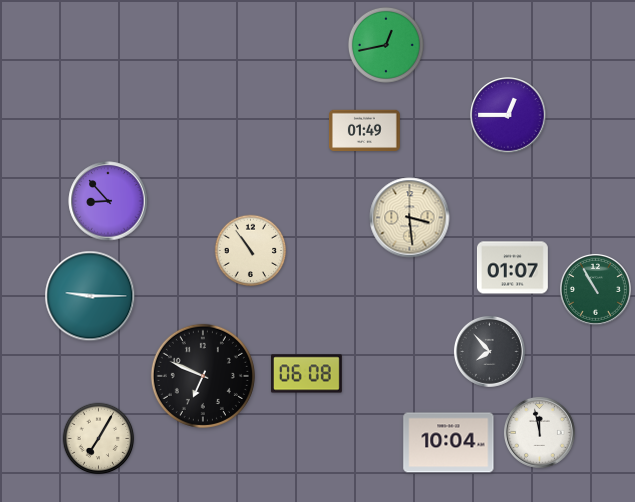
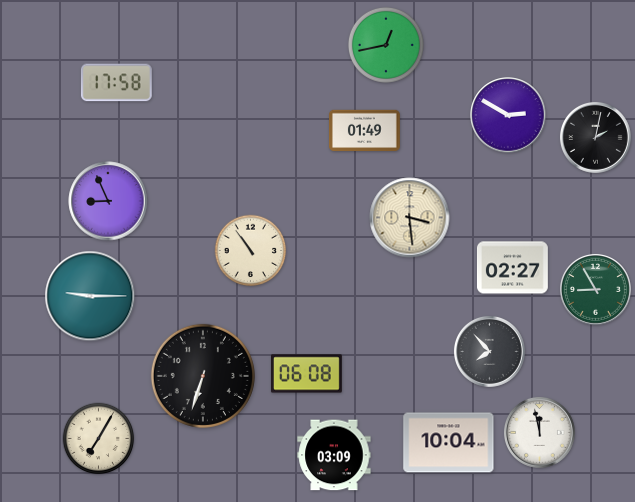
clock at (116, 83): none -> 17:58
clock at (508, 115): 12:45 -> 2:50
clock at (596, 138): none -> 2:02
clock at (108, 201): 8:53 -> 8:56
clock at (512, 268): 01:07 -> 02:27
clock at (596, 290): 10:55 -> 8:55
clock at (203, 376): 6:49 -> 6:33
clock at (334, 455): none -> 03:09
